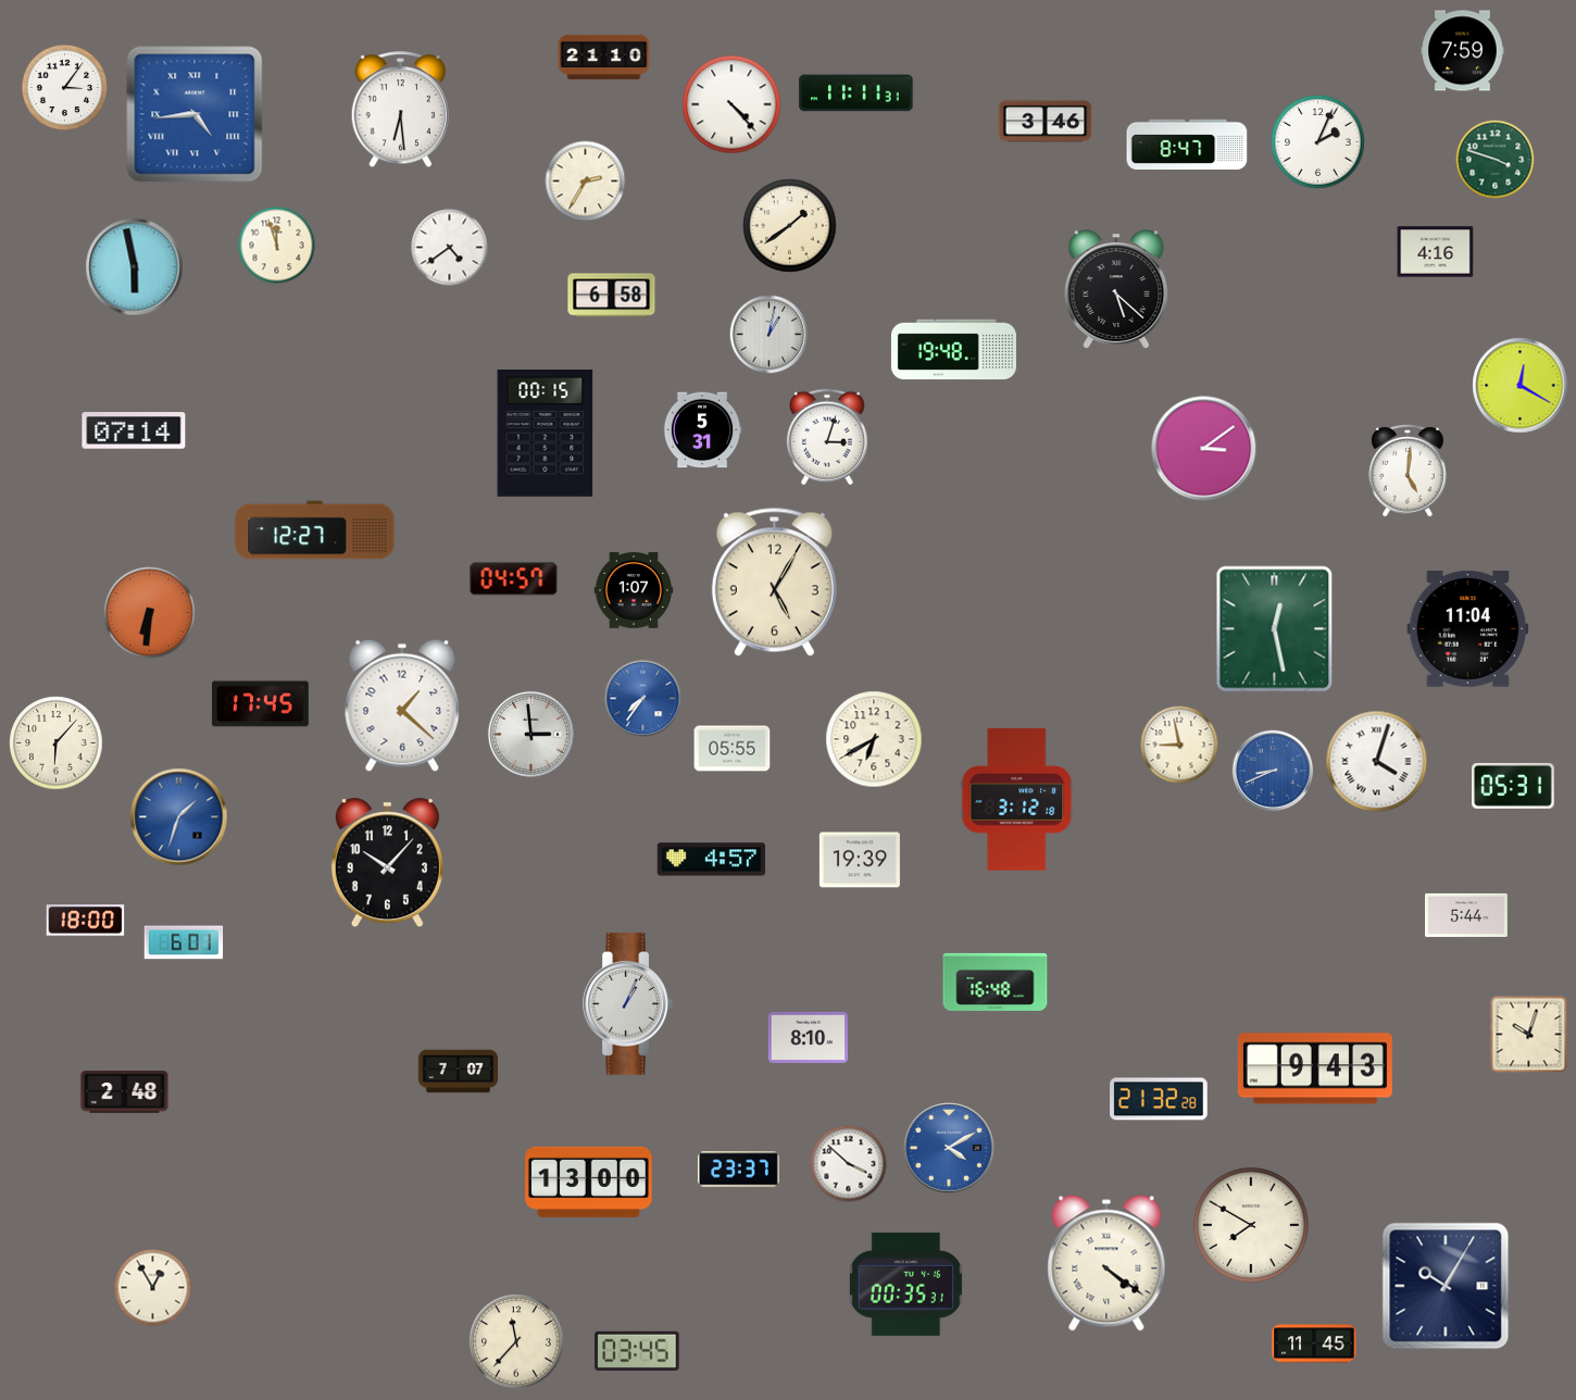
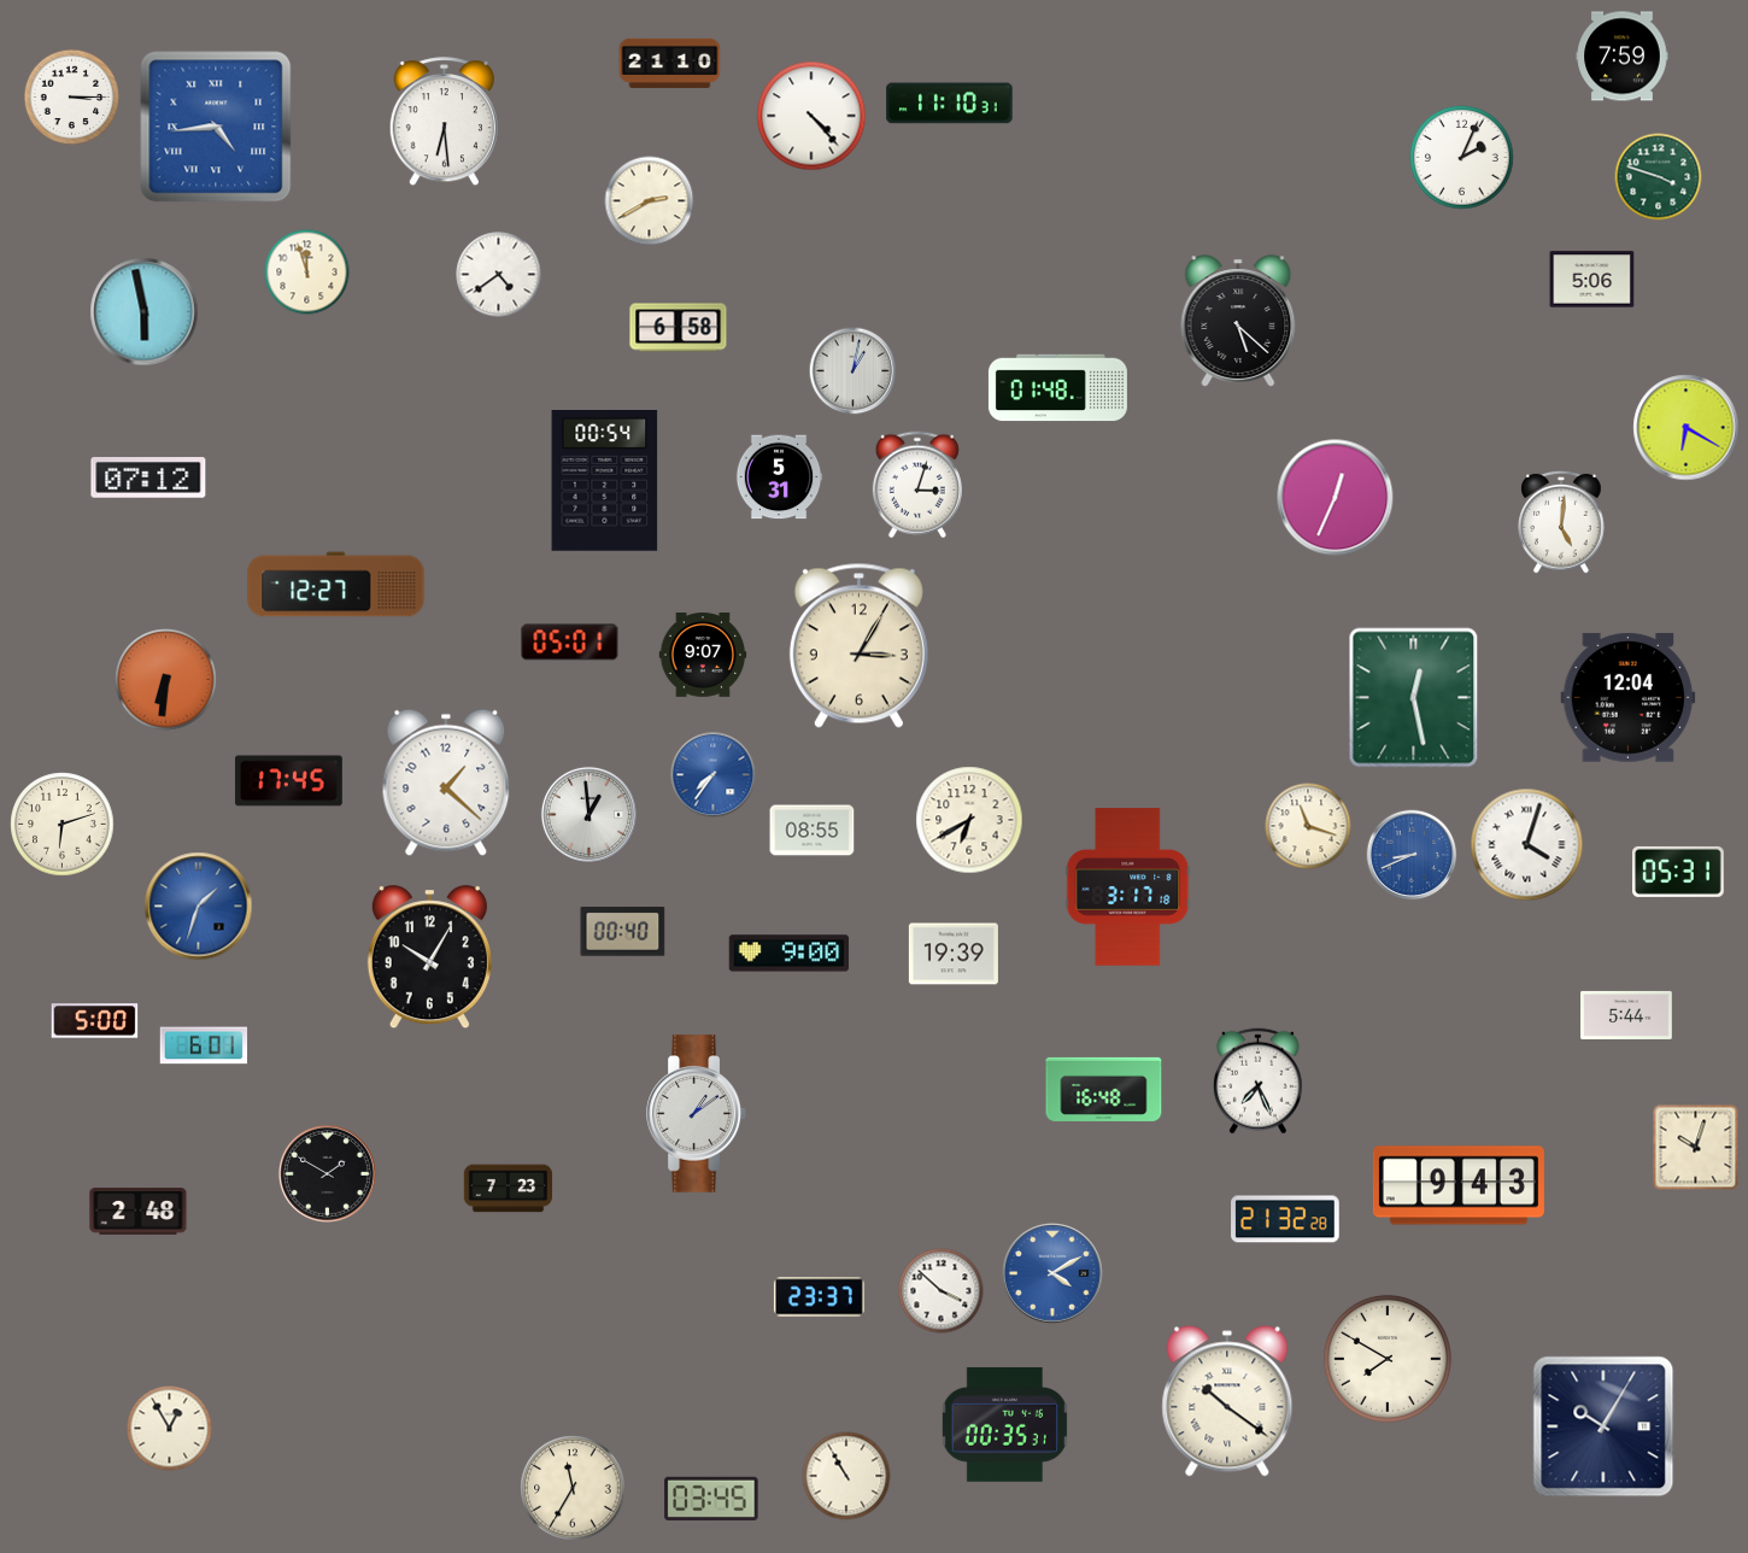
clock at (65, 88): 3:06 -> 3:15
clock at (856, 93): 11:11 -> 11:10
clock at (1046, 122): 3:46 -> none
clock at (1187, 143): 8:47 -> none
clock at (586, 182): 2:35 -> 2:40
clock at (790, 226): 1:39 -> none
clock at (1436, 252): 4:16 -> 5:06
clock at (135, 267) position: (135, 267) -> (145, 312)
clock at (953, 350): 19:48 -> 01:48
clock at (1521, 386): 12:20 -> 6:20
clock at (134, 432): 07:14 -> 07:12
clock at (546, 434): 00:15 -> 00:54
clock at (1204, 449): 3:09 -> 12:34
clock at (315, 530) position: (315, 530) -> (336, 585)
clock at (514, 579): 04:57 -> 05:01
clock at (774, 582): 5:05 -> 3:05
clock at (634, 590): 1:07 -> 9:07
clock at (1468, 629): 11:04 -> 12:04
clock at (530, 734): 2:59 -> 12:59
clock at (57, 743): 6:07 -> 6:12
clock at (1179, 745): 8:58 -> 11:18
clock at (733, 749): 05:55 -> 08:55
clock at (1017, 800): 3:12 -> 3:17
clock at (623, 932): none -> 00:40
clock at (712, 860): 4:57 -> 9:00
clock at (387, 863): 10:07 -> 10:05
clock at (86, 921): 18:00 -> 5:00
clock at (1257, 1082): none -> 7:26
clock at (628, 1004): 1:04 -> 1:09
clock at (808, 1037): 8:10 -> none
clock at (327, 1173): none -> 1:50
clock at (458, 1072): 7:07 -> 7:23
clock at (589, 1182): 13:00 -> none
clock at (1106, 1263): 4:21 -> 10:21
clock at (846, 1476): none -> 10:55
clock at (516, 1341): 11:37 -> 11:35
clock at (1314, 1343): 11:45 -> none
clock at (637, 1351) position: (637, 1351) -> (711, 1499)
